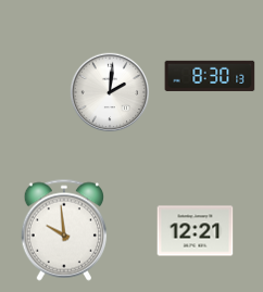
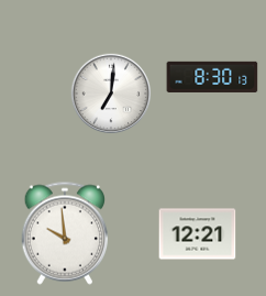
clock at (110, 92): 2:01 -> 7:01
